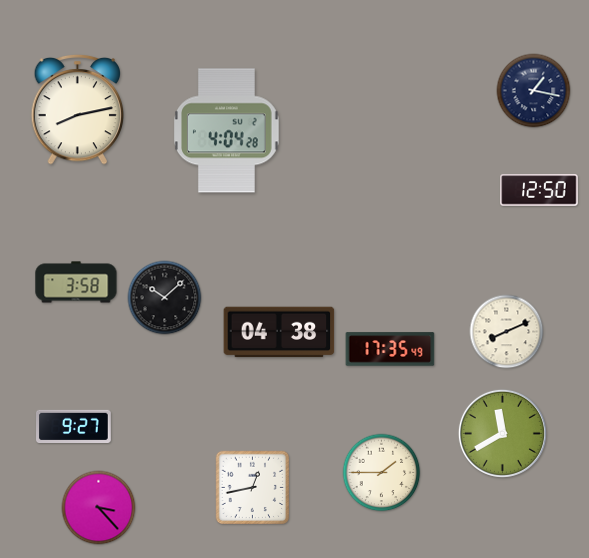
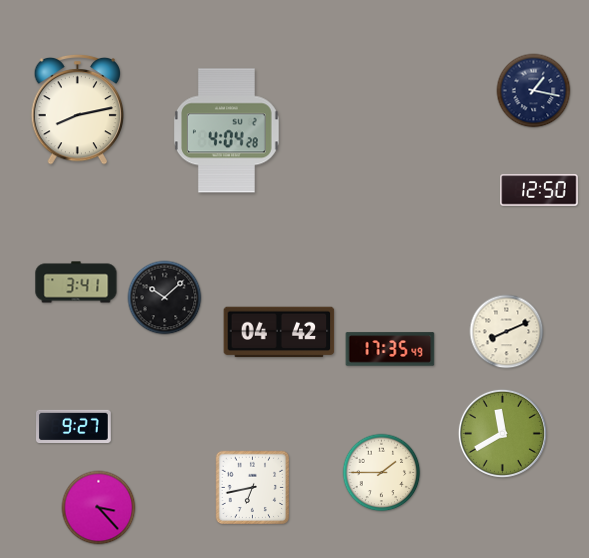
clock at (76, 282): 3:58 -> 3:41
clock at (279, 332): 04:38 -> 04:42
clock at (253, 488): 12:43 -> 6:43
